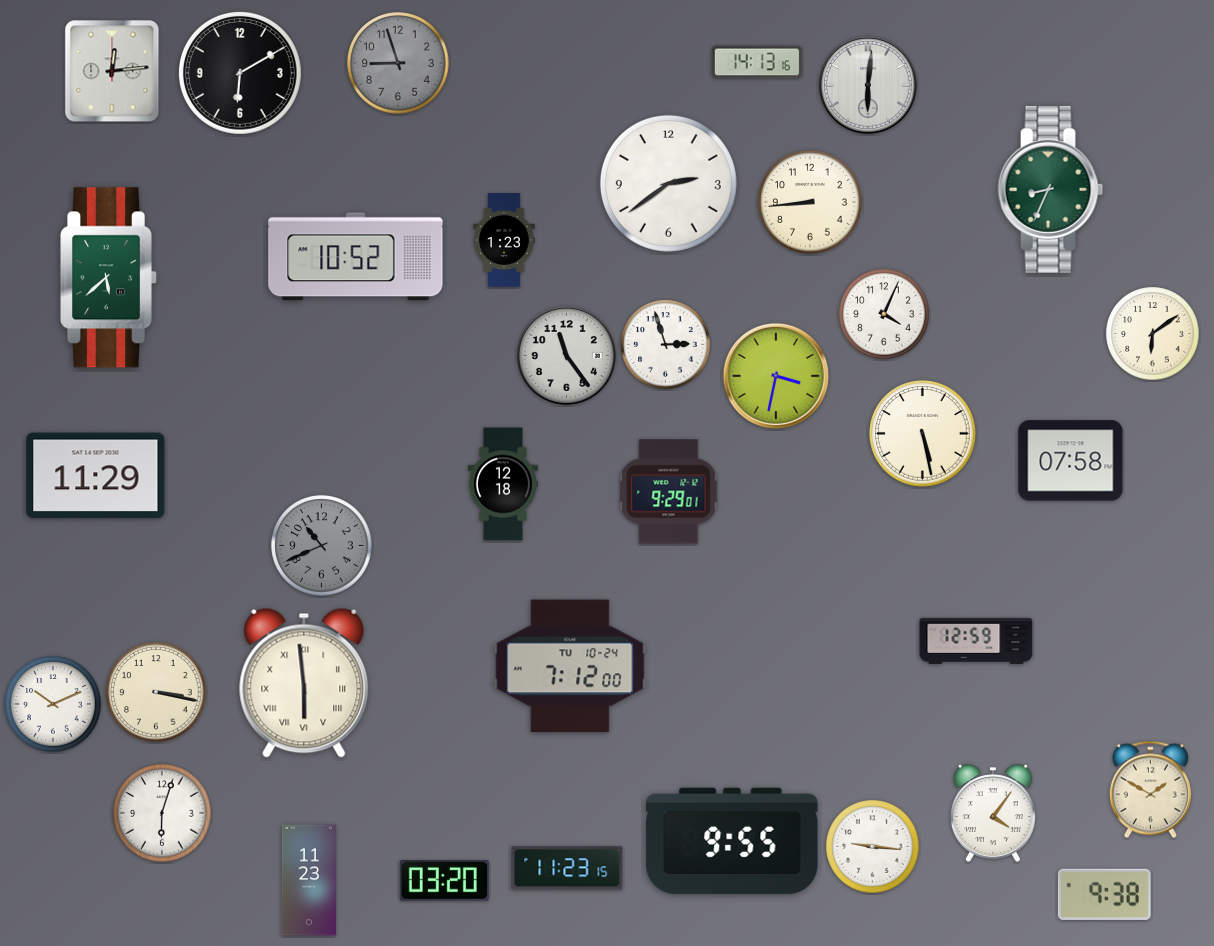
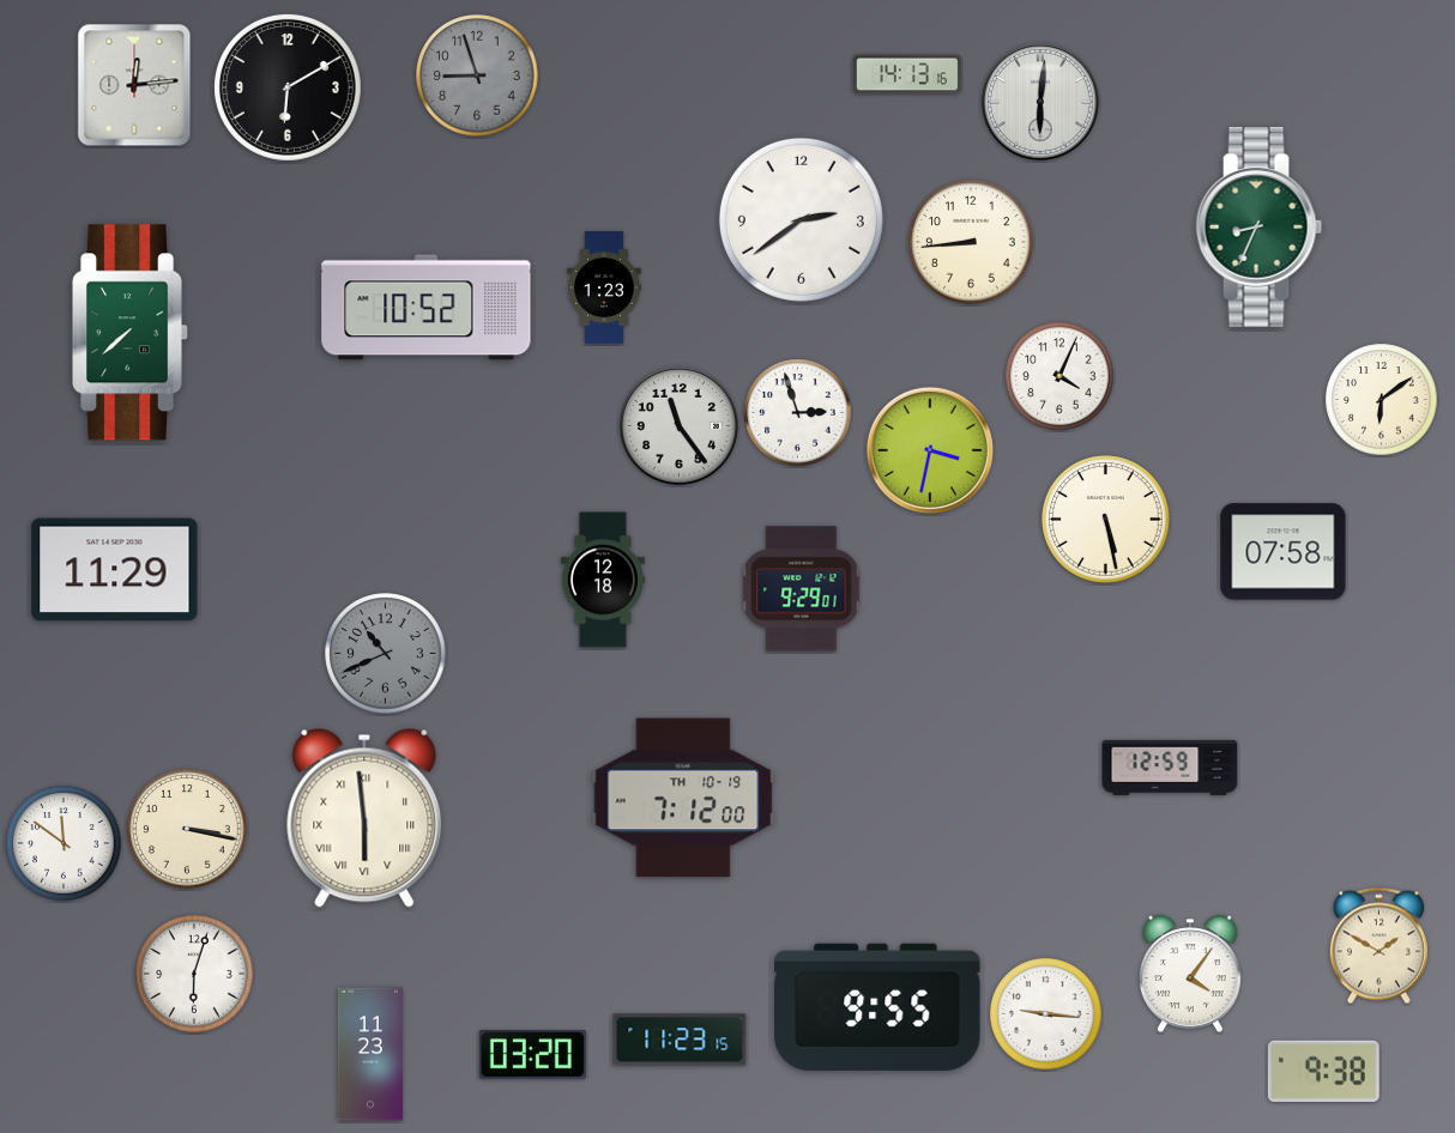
clock at (109, 278): 5:38 -> 7:38
clock at (570, 666) date: TU 10-24 -> TH 10-19
clock at (53, 704): 10:11 -> 11:51
